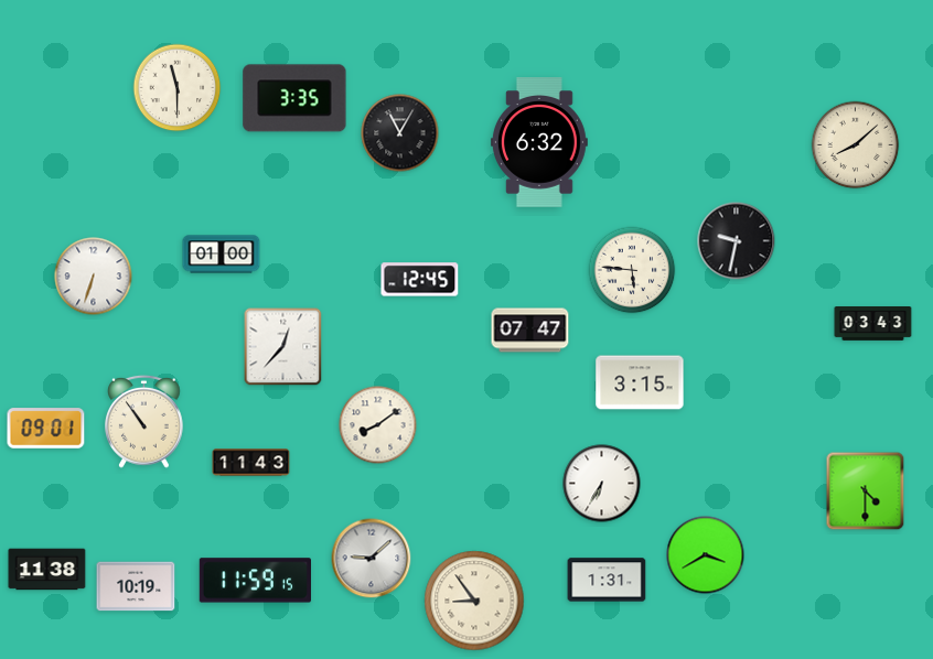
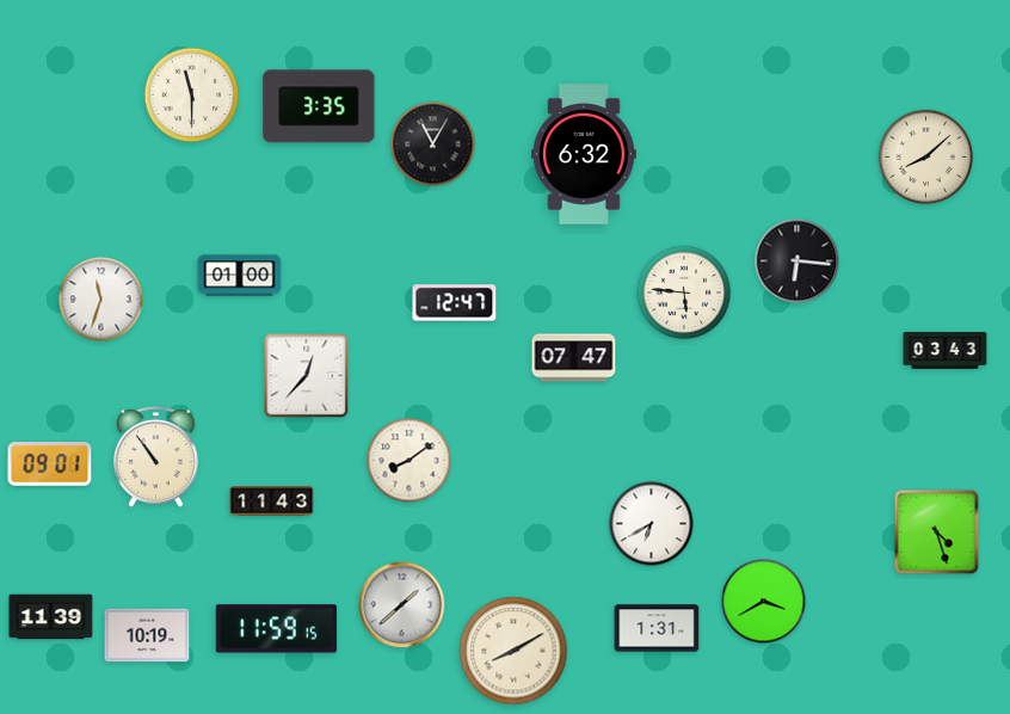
clock at (737, 241): 9:32 -> 6:16
clock at (94, 277): 6:33 -> 11:33
clock at (420, 280): 12:45 -> 12:47
clock at (640, 382): 3:15 -> none
clock at (602, 484): 6:35 -> 6:40
clock at (866, 491): 4:30 -> 4:27
clock at (372, 559): 9:08 -> 1:38
clock at (47, 570): 11:38 -> 11:39
clock at (474, 601): 8:54 -> 8:10
